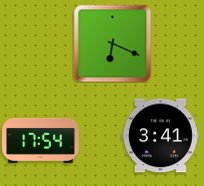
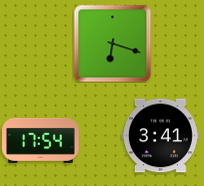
clock at (112, 43): 6:19 -> 6:18
